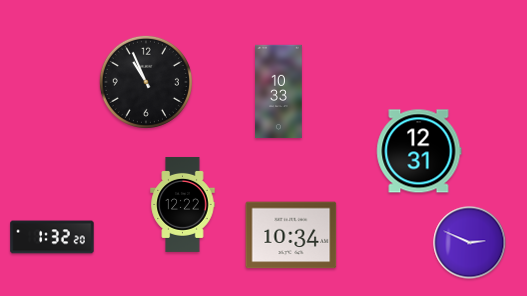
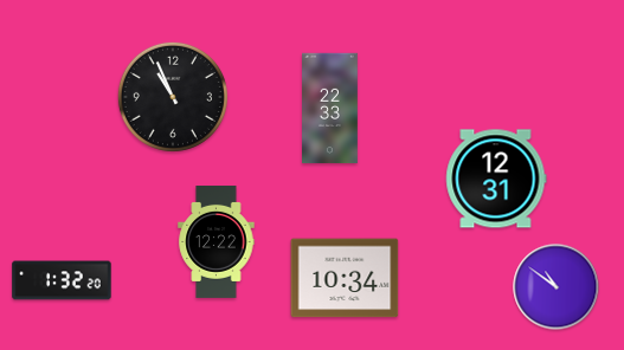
clock at (279, 92): 10:33 -> 22:33
clock at (470, 243): 2:49 -> 10:51
